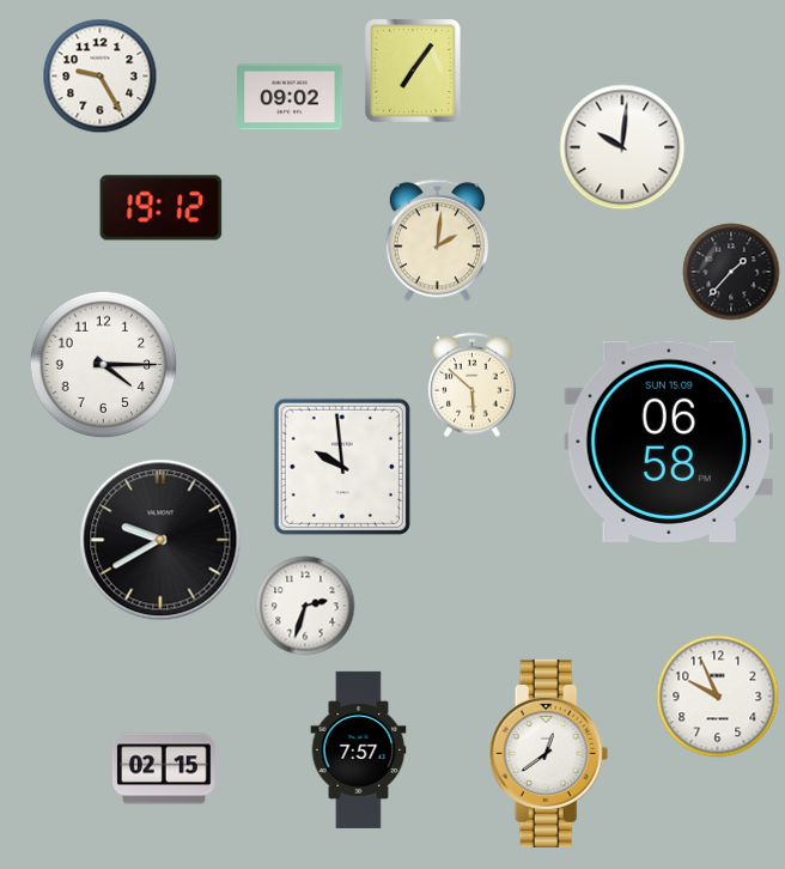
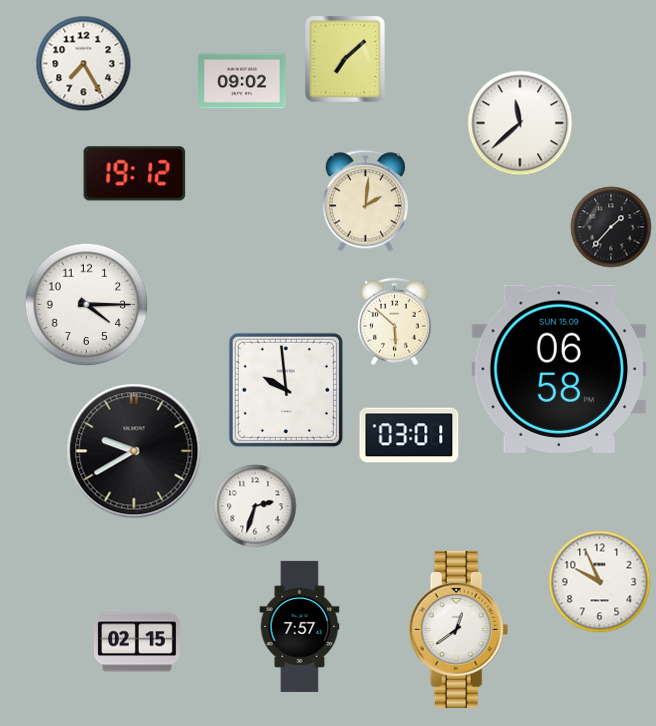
clock at (414, 72): 7:06 -> 7:08
clock at (101, 77): 9:25 -> 7:25
clock at (622, 147): 10:01 -> 11:38
clock at (409, 435): none -> 03:01
